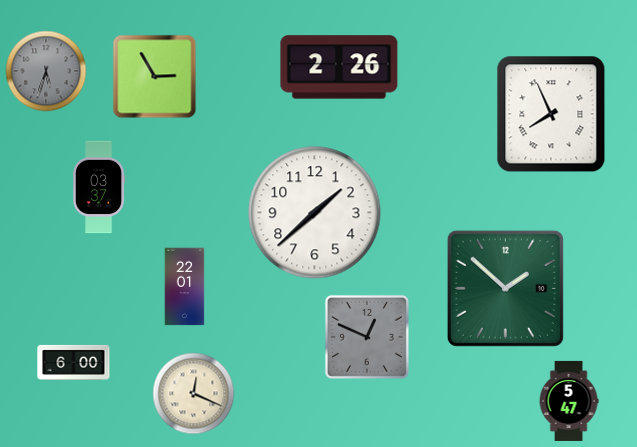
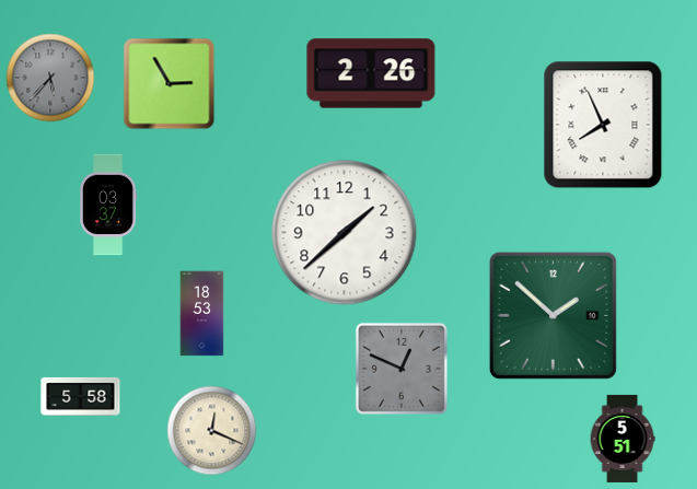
clock at (46, 71): 5:33 -> 5:37
clock at (185, 287): 22:01 -> 18:53
clock at (74, 362): 6:00 -> 5:58
clock at (569, 401): 5:47 -> 5:51
